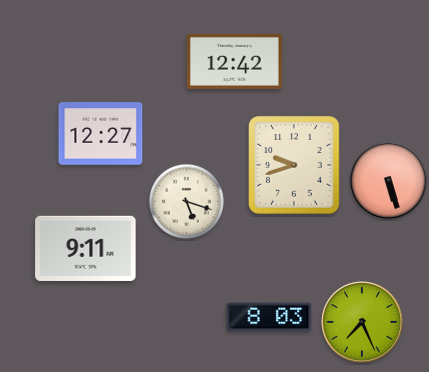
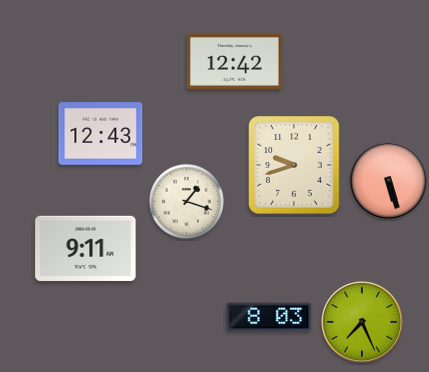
clock at (101, 134): 12:27 -> 12:43
clock at (186, 201): 5:18 -> 1:18
